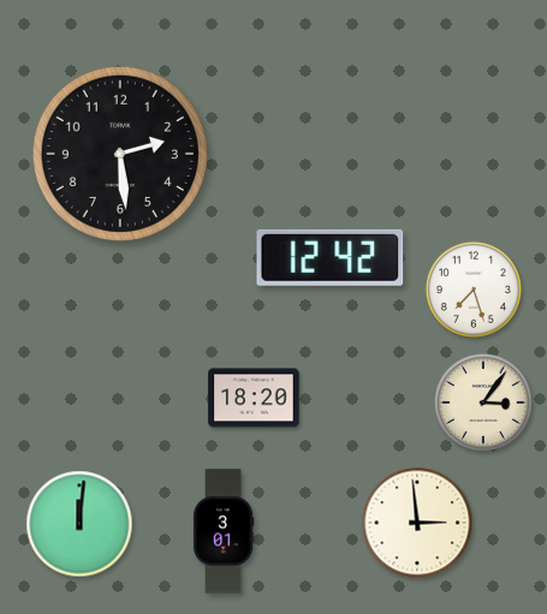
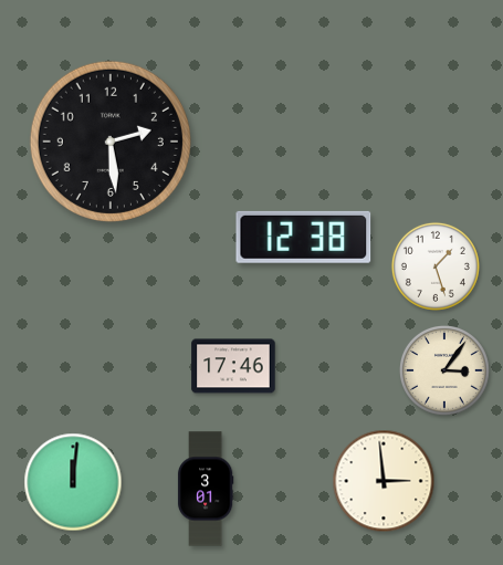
clock at (331, 257): 12:42 -> 12:38
clock at (474, 290): 7:27 -> 1:27
clock at (254, 398): 18:20 -> 17:46
